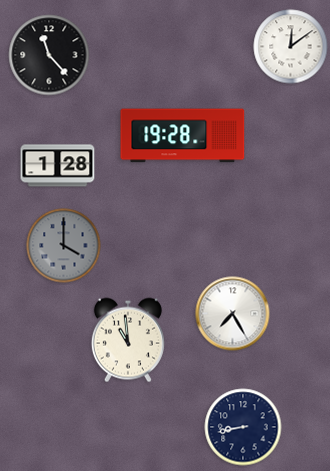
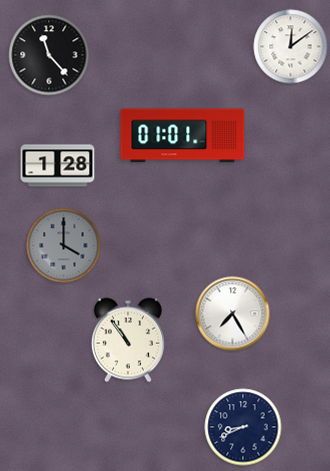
clock at (183, 136): 19:28 -> 01:01
clock at (128, 340): 10:59 -> 10:54
clock at (243, 427): 8:43 -> 8:41
